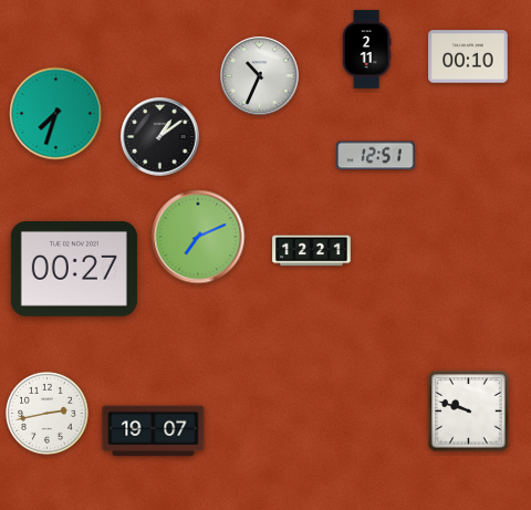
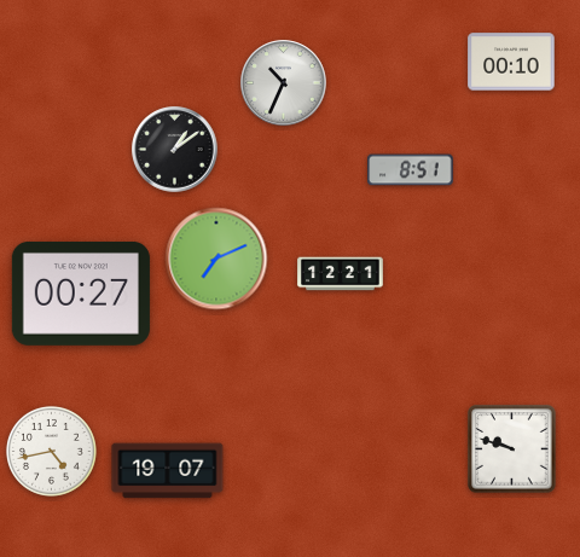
clock at (366, 50): 2:11 -> none
clock at (56, 114): 7:33 -> none
clock at (376, 156): 12:51 -> 8:51
clock at (46, 413): 2:43 -> 4:43
